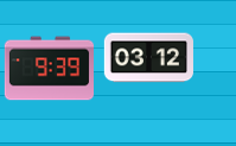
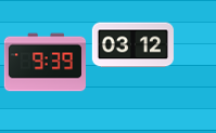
clock at (148, 58) position: (148, 58) -> (132, 45)
